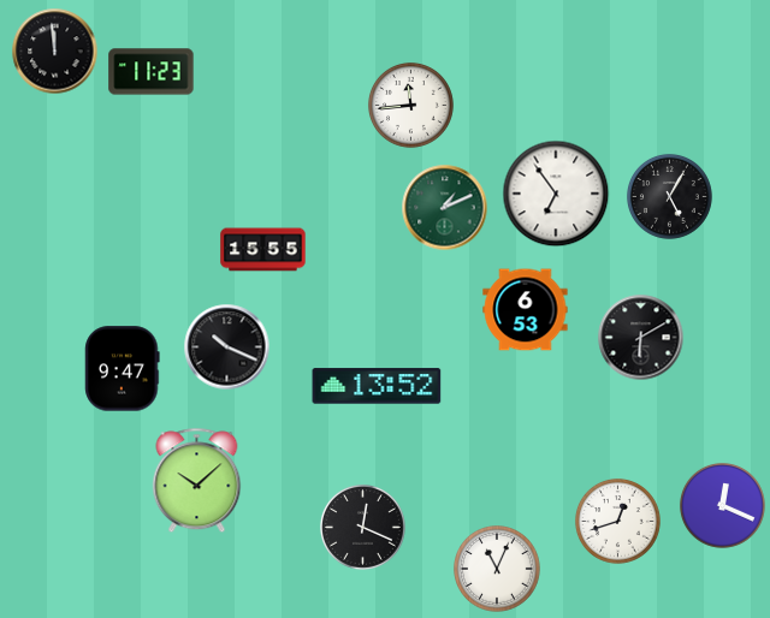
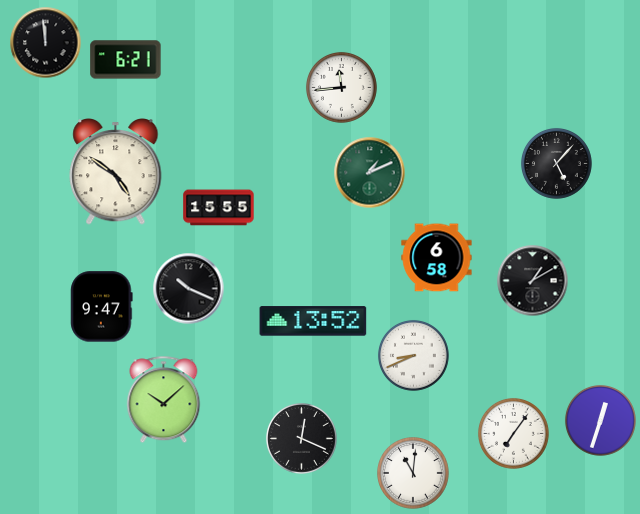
clock at (152, 72): 11:23 -> 6:21
clock at (556, 194): 6:54 -> none
clock at (669, 196): 5:05 -> 5:07
clock at (116, 172): none -> 4:51
clock at (526, 310): 6:53 -> 6:58
clock at (641, 338): 6:10 -> 1:10
clock at (413, 355): none -> 8:41
clock at (722, 505): 12:19 -> 12:33
clock at (617, 521): 12:42 -> 7:06
clock at (498, 570): 11:04 -> 11:01
